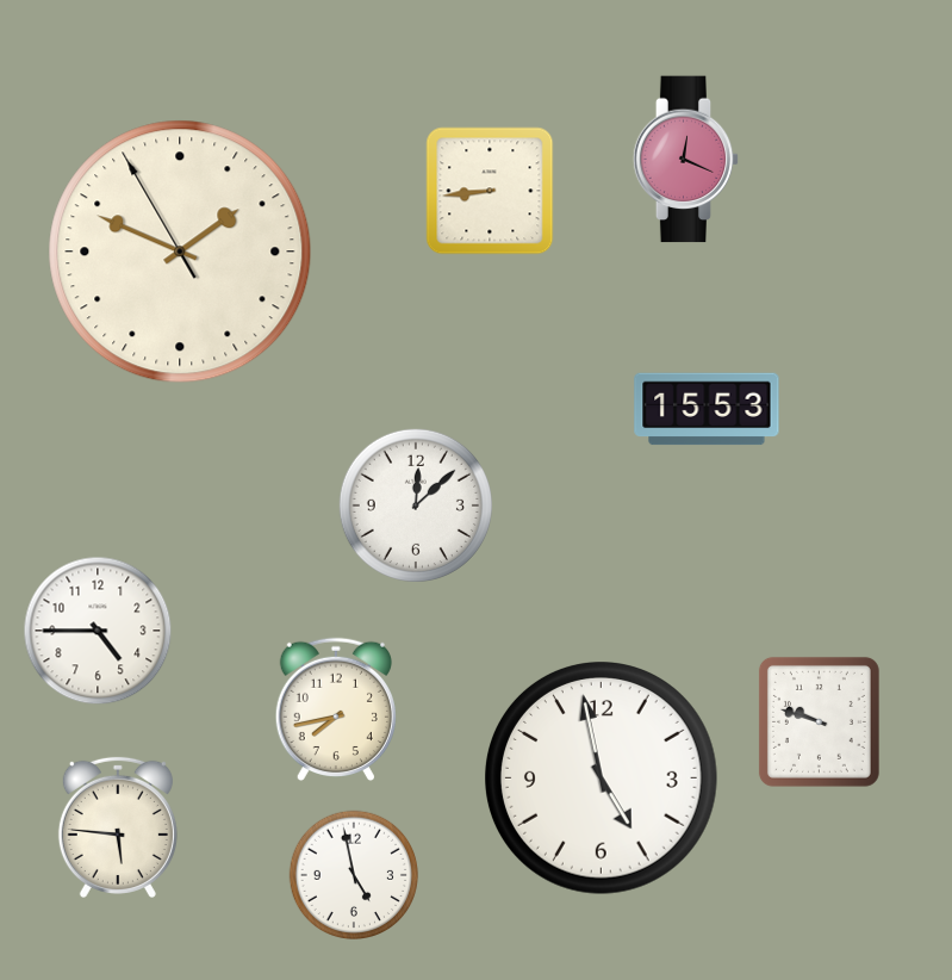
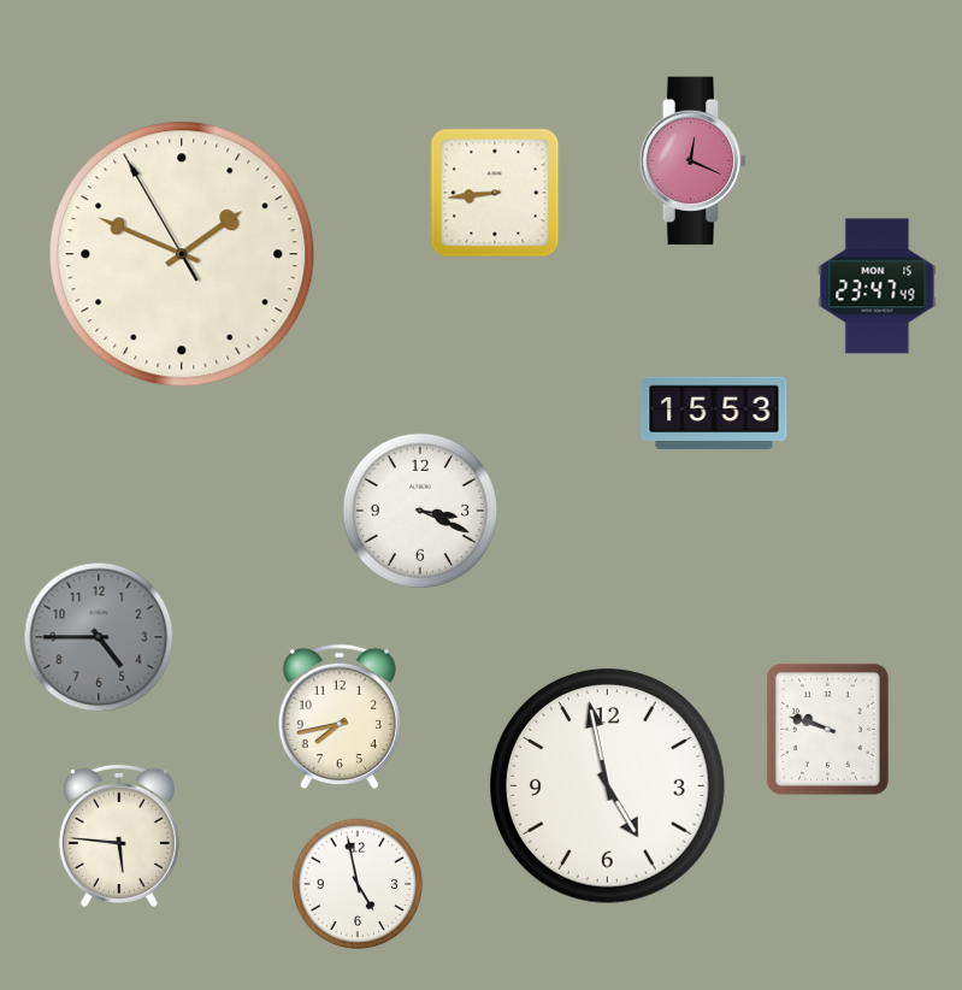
clock at (878, 287): none -> 23:47
clock at (416, 505): 12:08 -> 3:19
clock at (98, 631) dial: white -> grey
